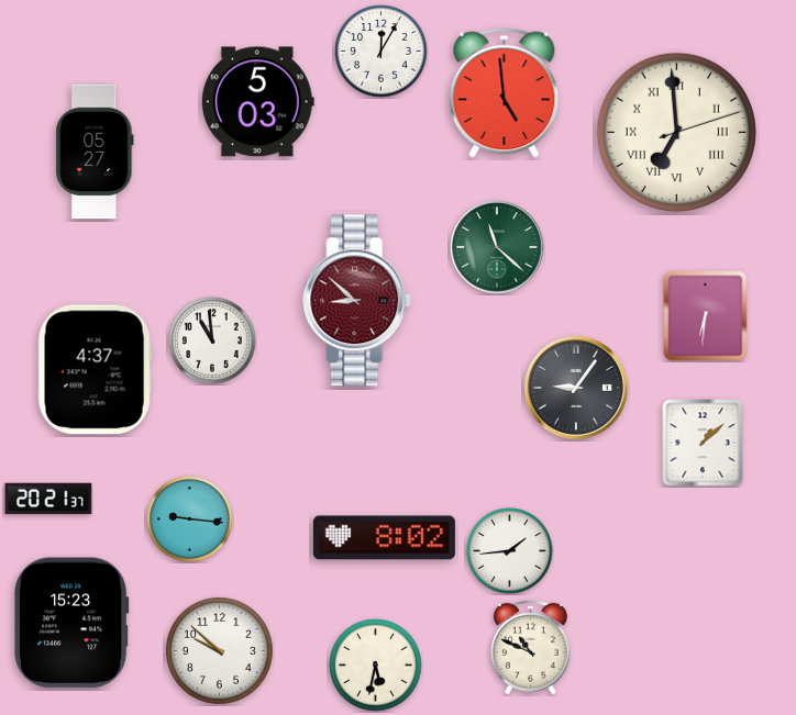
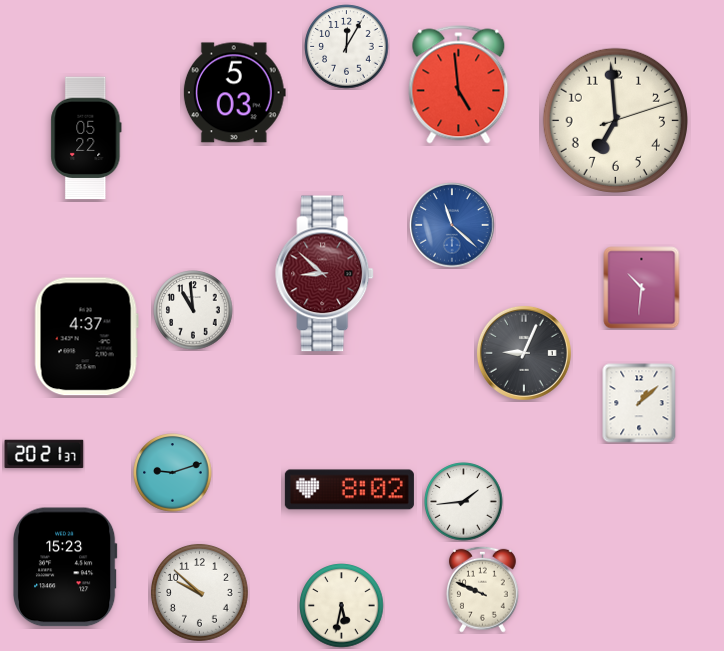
clock at (676, 132) numerals: Roman -> Arabic
clock at (95, 152): 05:27 -> 05:22
clock at (497, 247) dial: green -> blue
clock at (706, 316): 6:31 -> 10:31
clock at (576, 388): 9:06 -> 9:04
clock at (190, 520): 9:16 -> 9:12
clock at (530, 647): 10:49 -> 9:49
